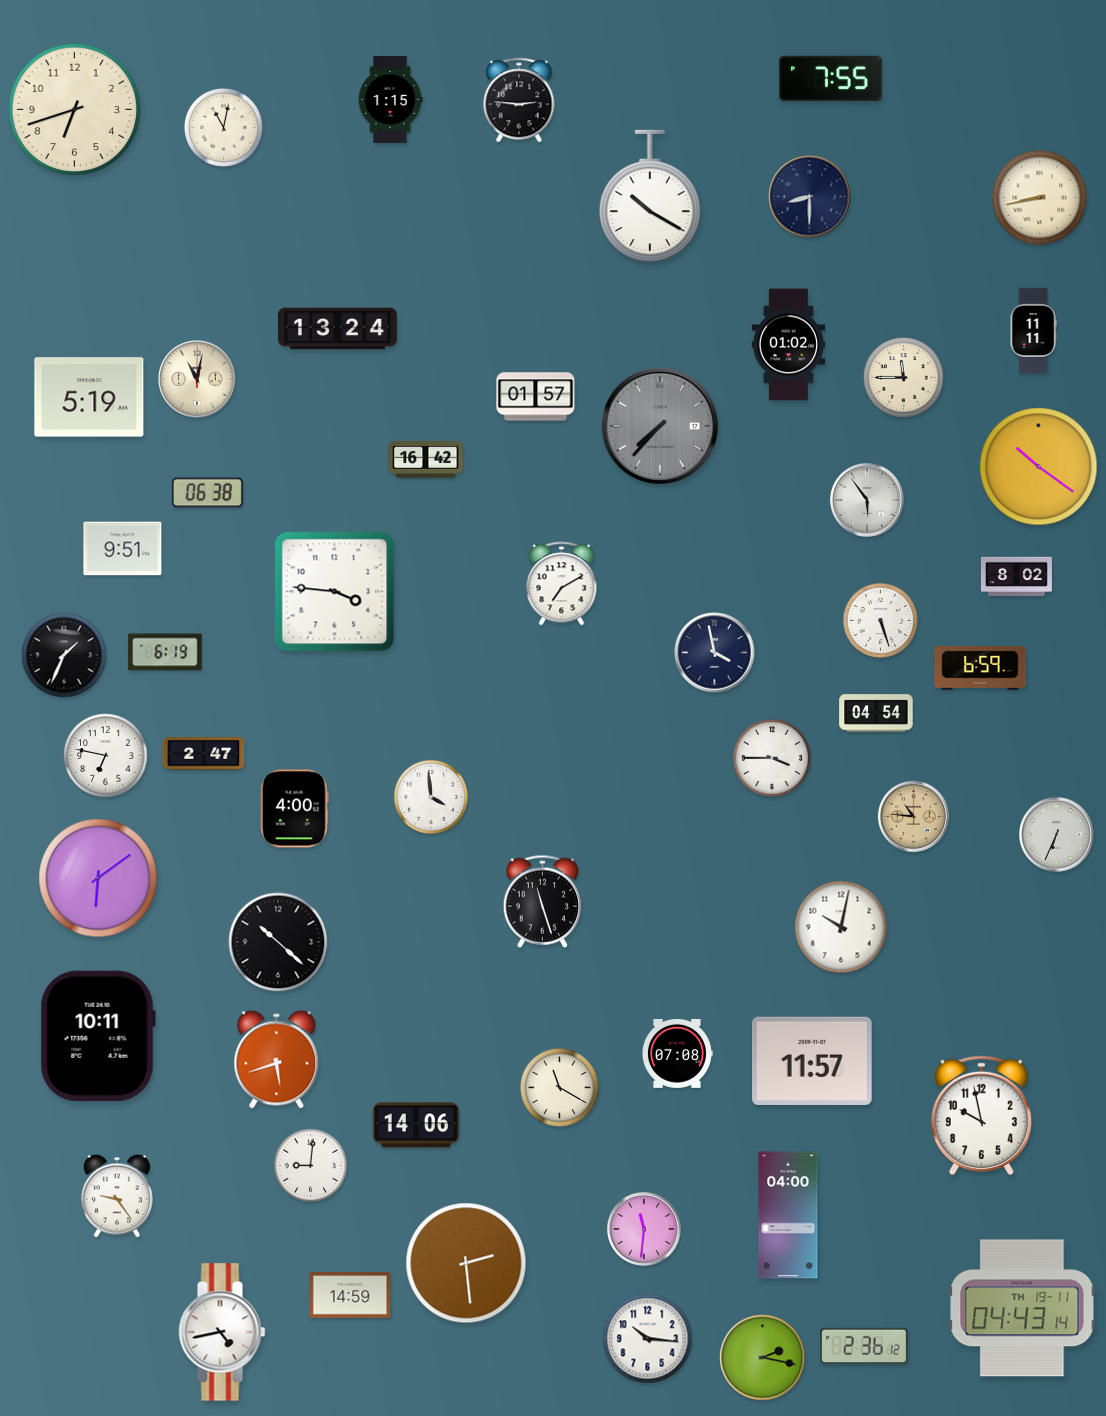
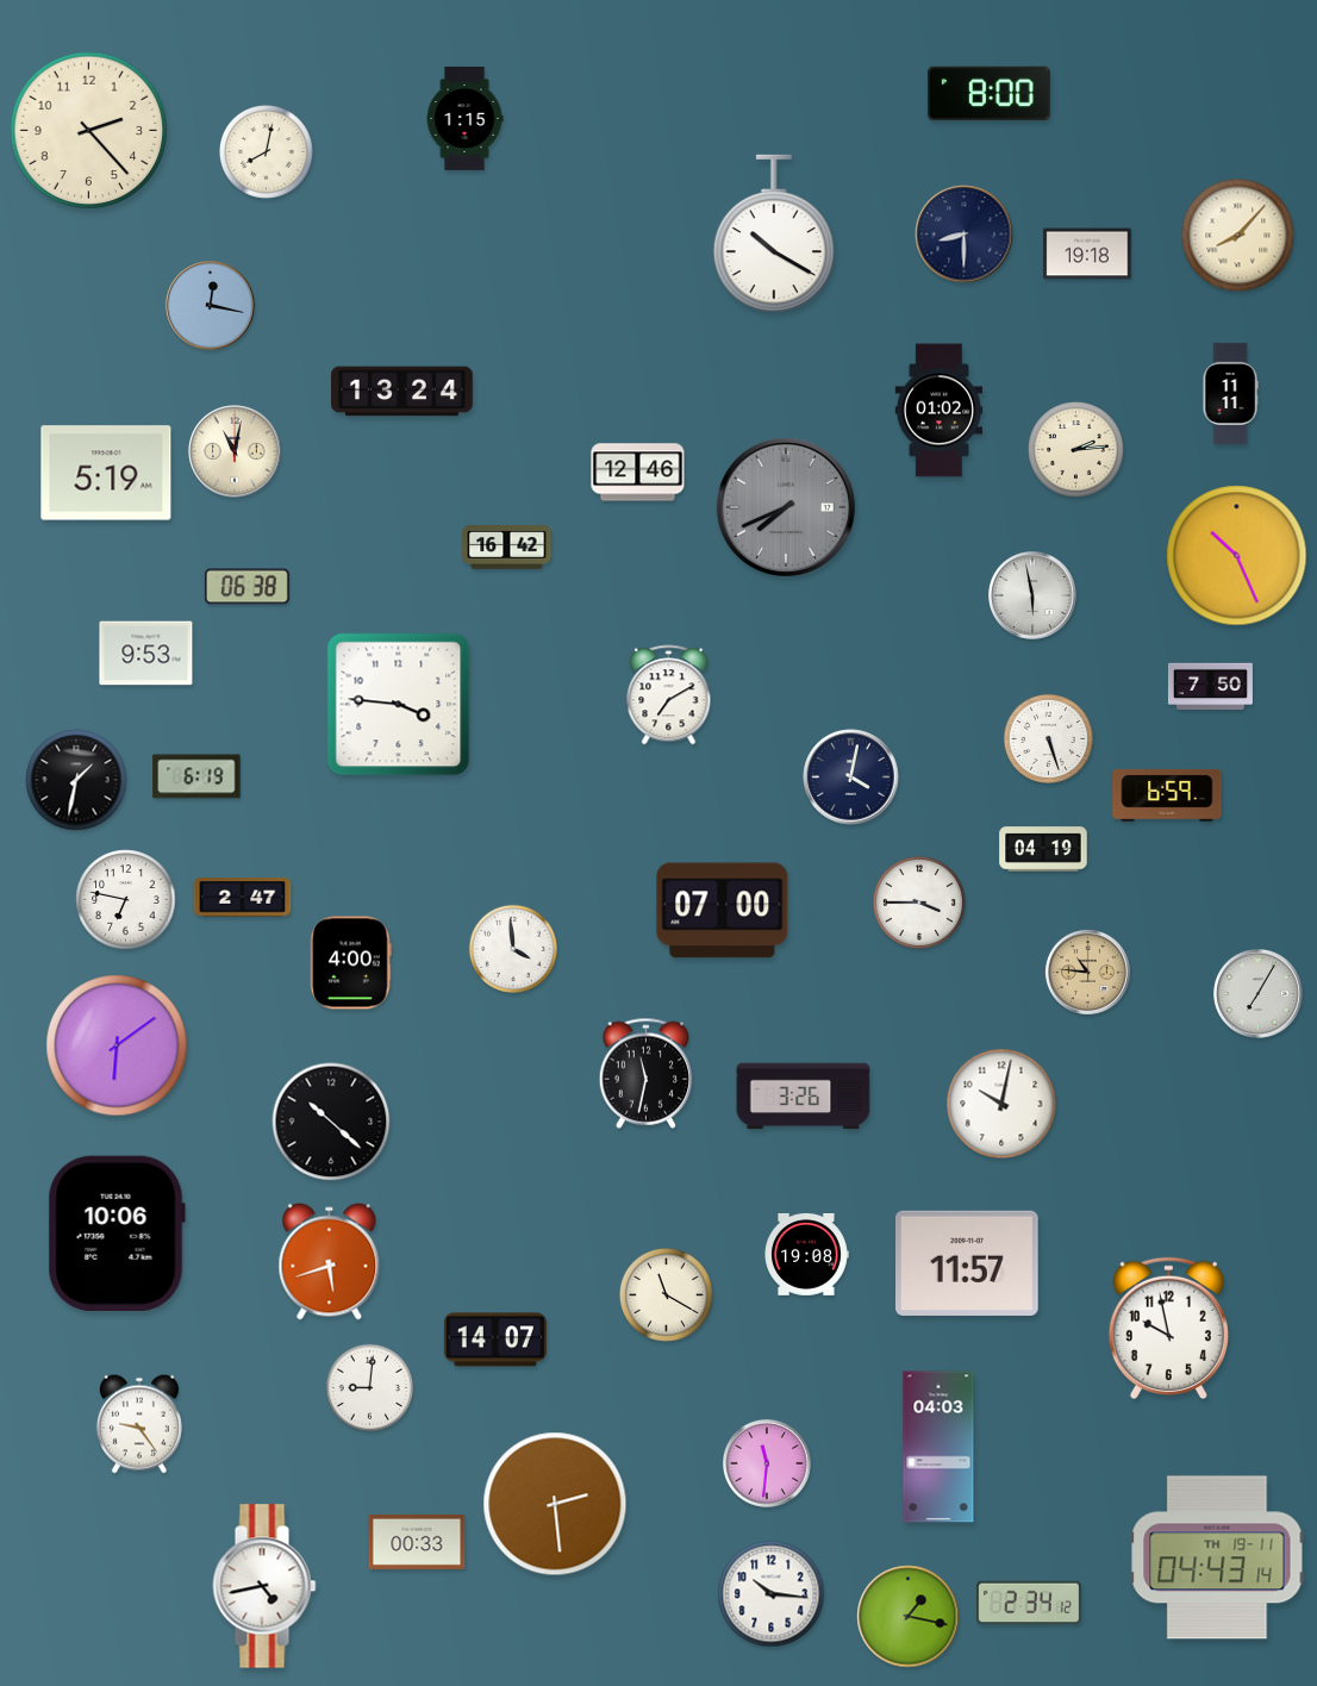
clock at (830, 78): 7:55 -> 8:00
clock at (519, 100): 2:46 -> none
clock at (75, 110): 6:42 -> 2:23
clock at (223, 127): 11:02 -> 8:02
clock at (1040, 198): 8:43 -> 8:07
clock at (1087, 254): none -> 19:18
clock at (211, 306): none -> 12:17
clock at (904, 378): 11:45 -> 2:14
clock at (536, 397): 01:57 -> 12:46
clock at (660, 426): 7:37 -> 7:41
clock at (1039, 467): 10:21 -> 10:26
clock at (868, 501): 5:54 -> 5:58
clock at (123, 549): 9:51 -> 9:53
clock at (1016, 577): 8:02 -> 7:50
clock at (715, 653): 3:58 -> 4:02
clock at (64, 655): 1:34 -> 1:32
clock at (876, 713): 04:54 -> 04:19
clock at (723, 911): none -> 07:00
clock at (1057, 835): 6:34 -> 7:05
clock at (543, 901): 11:27 -> 11:32
clock at (804, 1097): none -> 3:26
clock at (98, 1035): 10:11 -> 10:06
clock at (678, 1053): 07:08 -> 19:08
clock at (416, 1125): 14:06 -> 14:07
clock at (788, 1215): 04:00 -> 04:03
clock at (350, 1295): 14:59 -> 00:33
clock at (864, 1346): 2:36 -> 2:34
clock at (763, 1358): 2:17 -> 1:17
